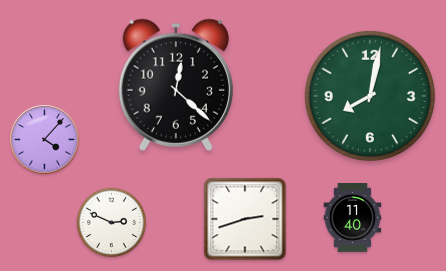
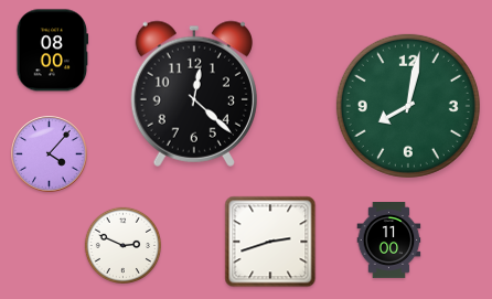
clock at (53, 51): none -> 08:00
clock at (353, 218): 11:40 -> 11:00
